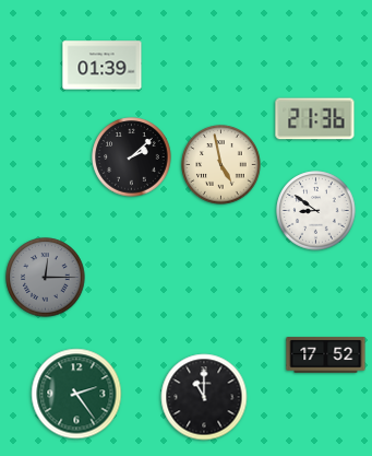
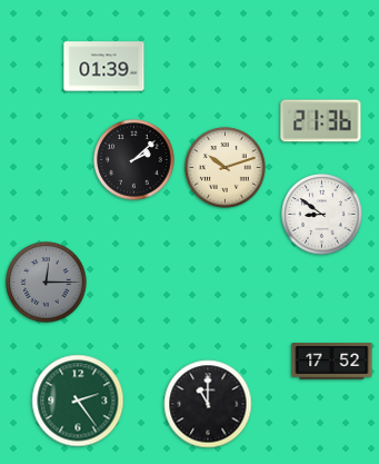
clock at (221, 165): 4:58 -> 10:12
